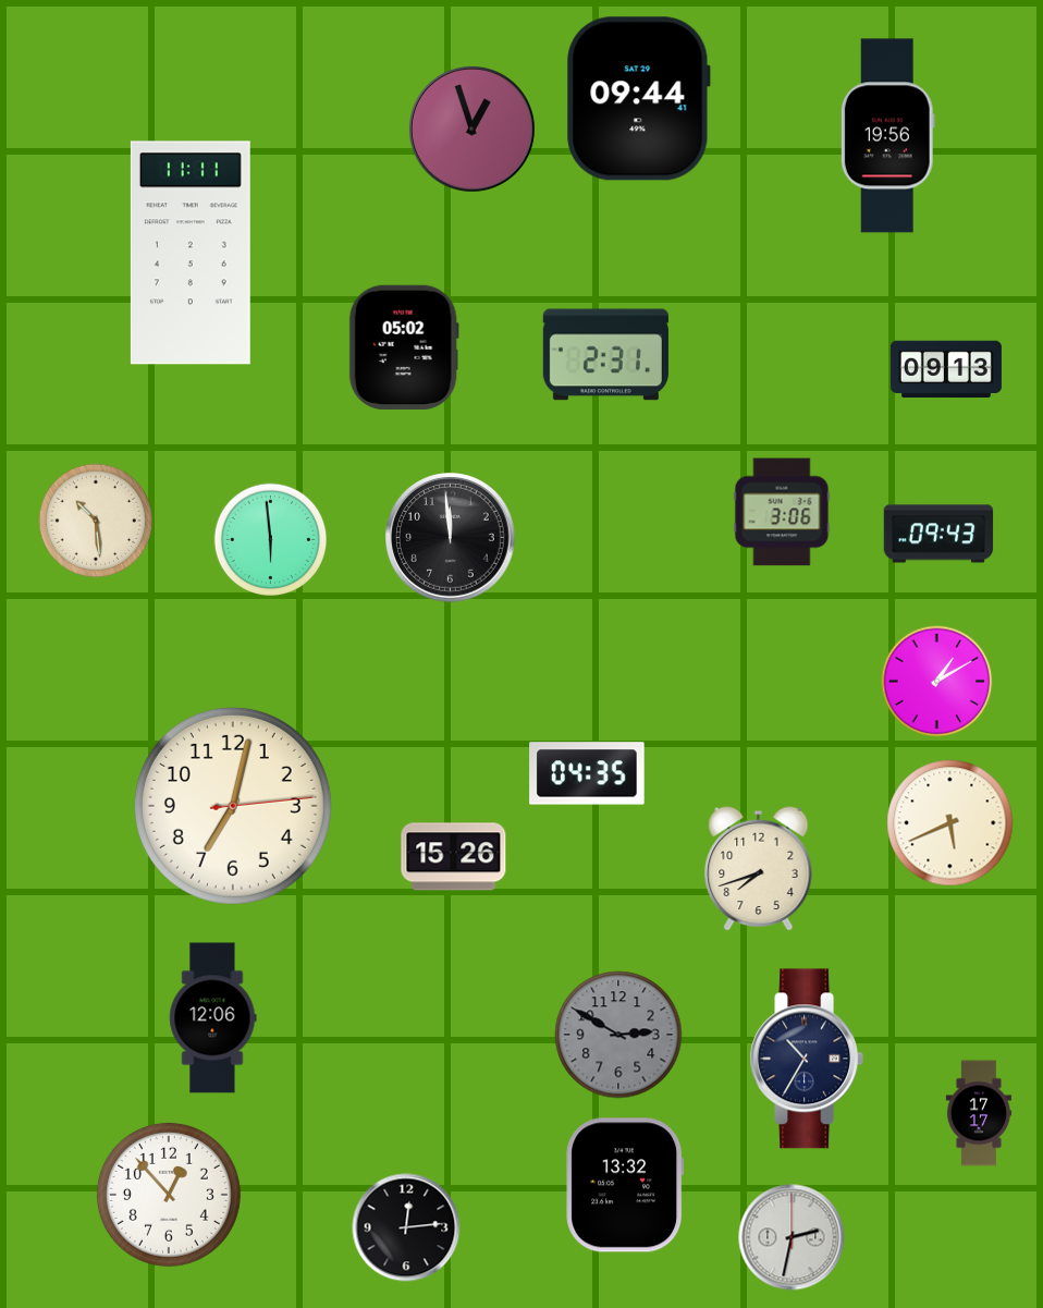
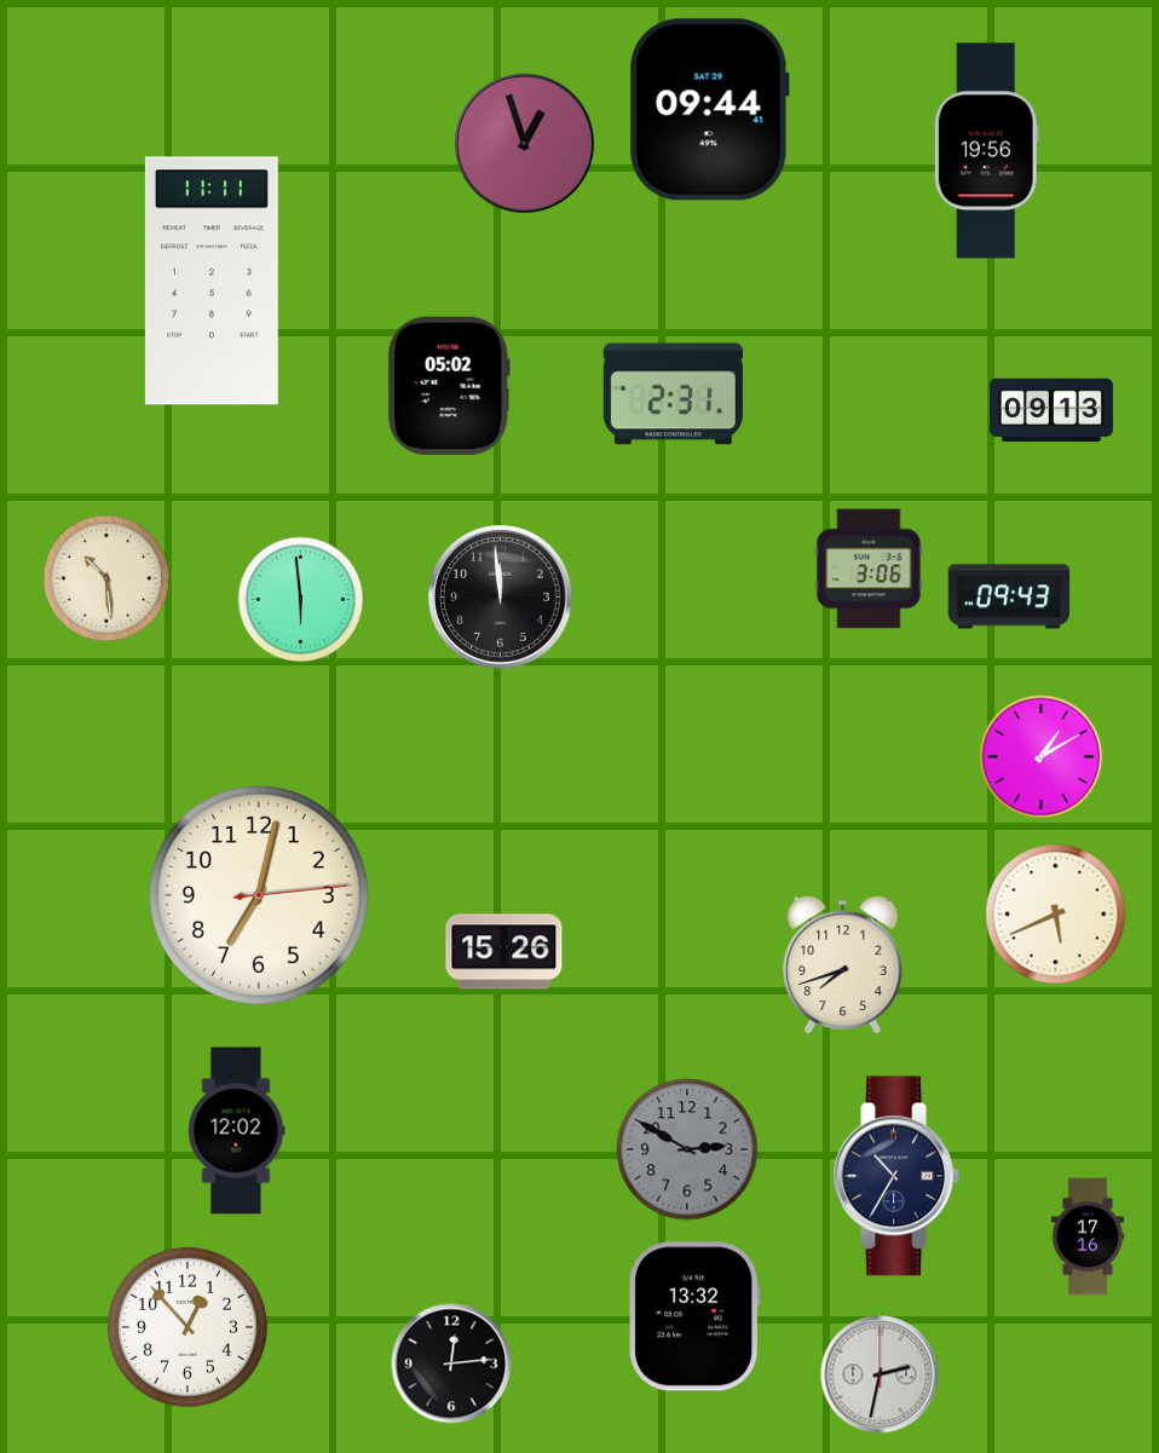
clock at (938, 534) position: (938, 534) -> (1009, 596)
clock at (587, 773): 04:35 -> none
clock at (213, 1018): 12:06 -> 12:02
clock at (979, 1113): 17:17 -> 17:16
